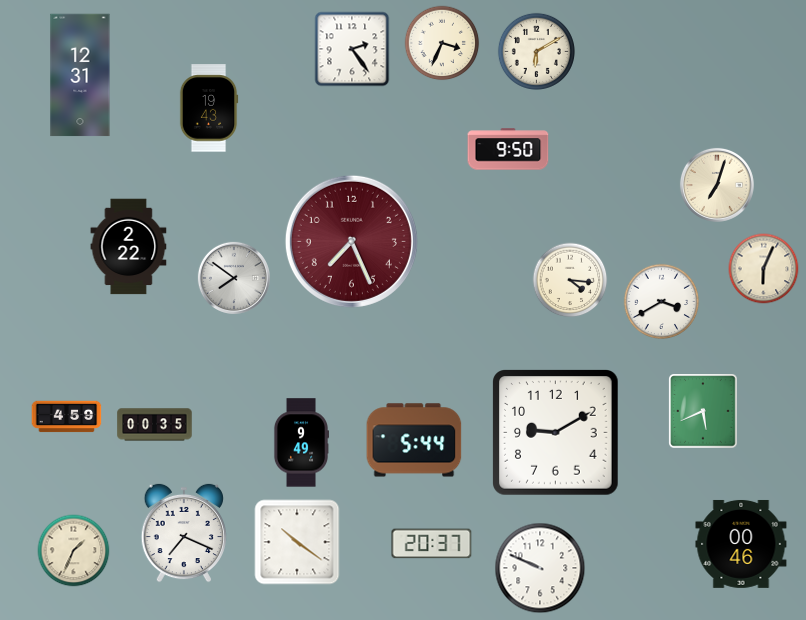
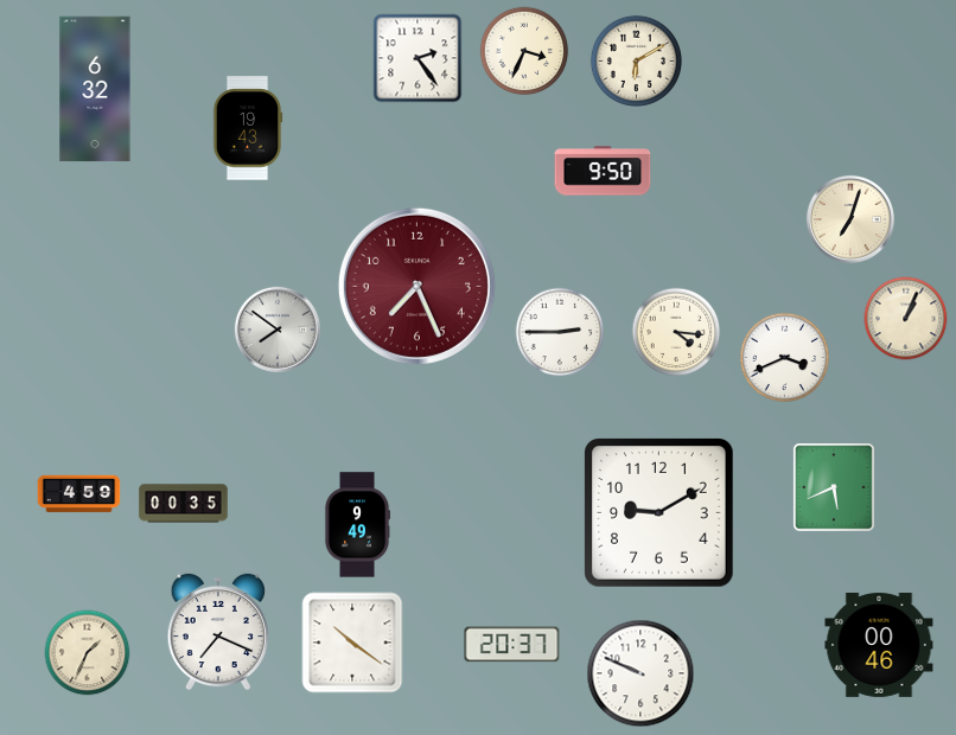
clock at (80, 75): 12:31 -> 6:32
clock at (508, 149) position: (508, 149) -> (603, 171)
clock at (129, 247): 2:22 -> none
clock at (764, 269): 6:04 -> 1:04
clock at (560, 332): none -> 2:45
clock at (662, 302): 3:40 -> 3:41
clock at (414, 440): 5:44 -> none
